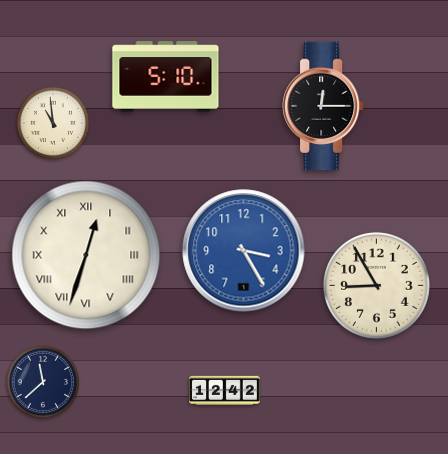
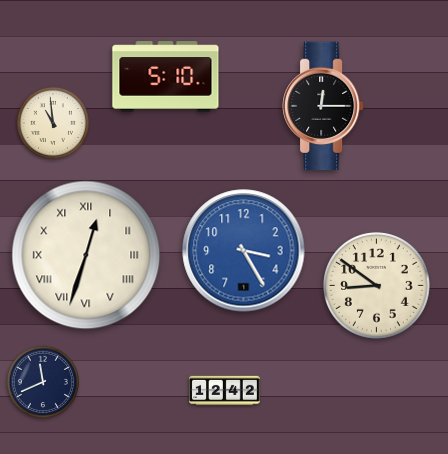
clock at (377, 286): 8:55 -> 8:51
clock at (42, 381): 11:38 -> 11:41
